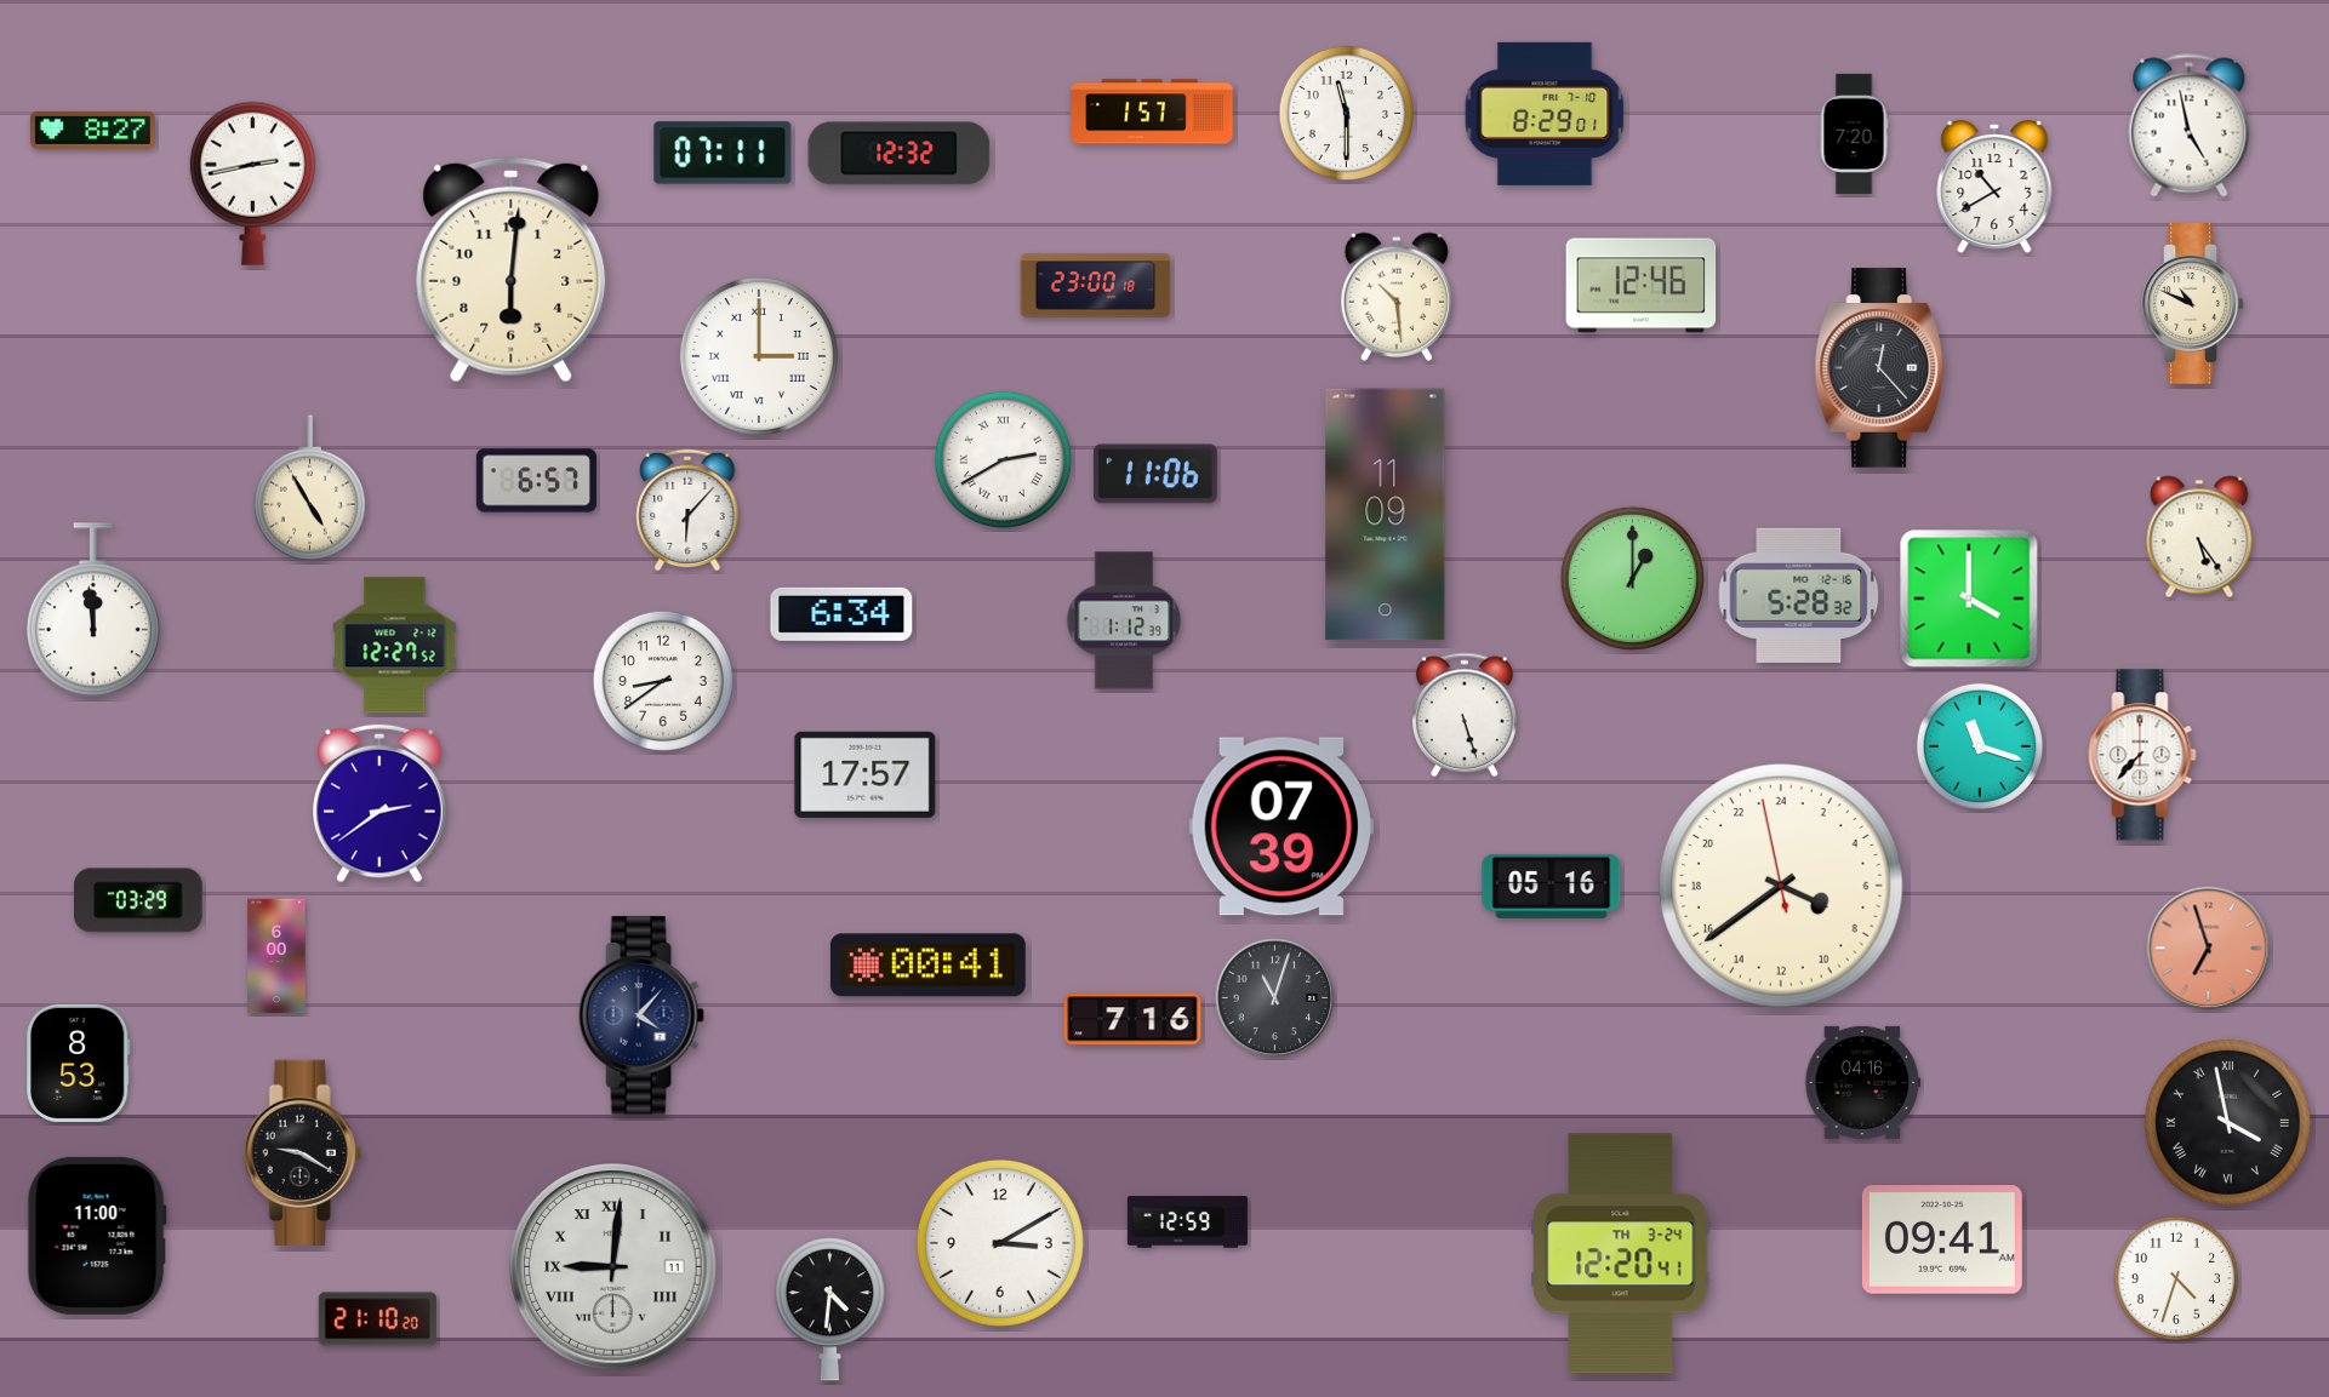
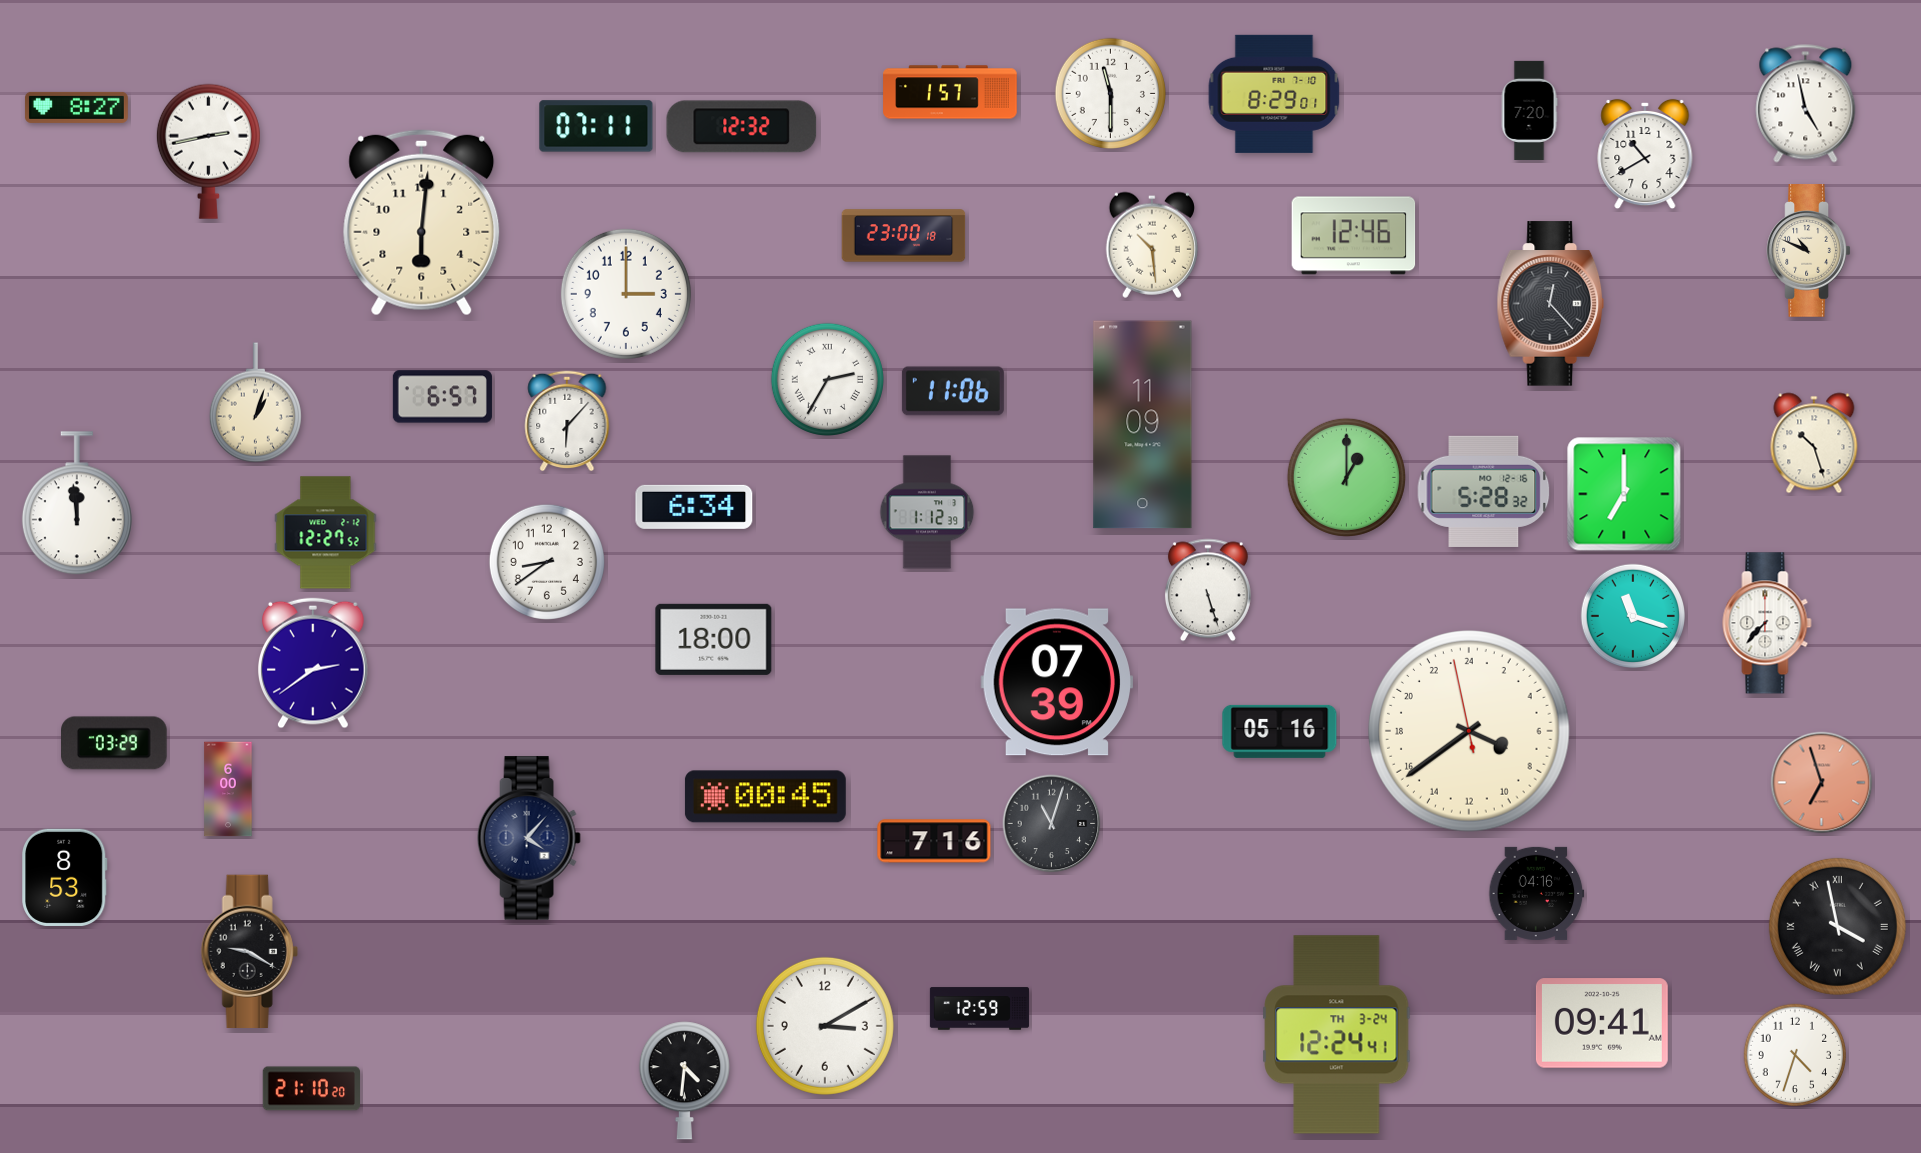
clock at (759, 356) numerals: Roman -> Arabic
clock at (1003, 459): 2:40 -> 2:35
clock at (309, 488): 4:55 -> 1:03
clock at (2199, 537): 5:24 -> 10:27
clock at (1969, 599): 4:00 -> 7:00
clock at (866, 774): 17:57 -> 18:00
clock at (927, 966): 00:41 -> 00:45
clock at (97, 1236): 11:00 -> none
clock at (1621, 1254): 12:20 -> 12:24
clock at (613, 1267): 9:01 -> none
